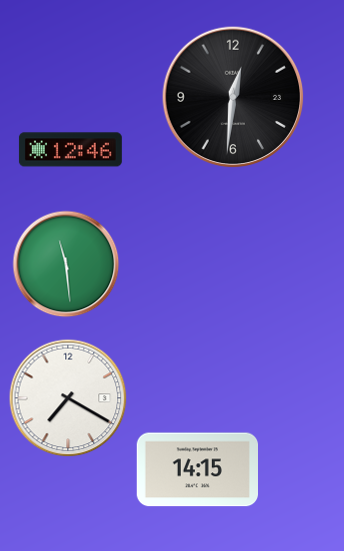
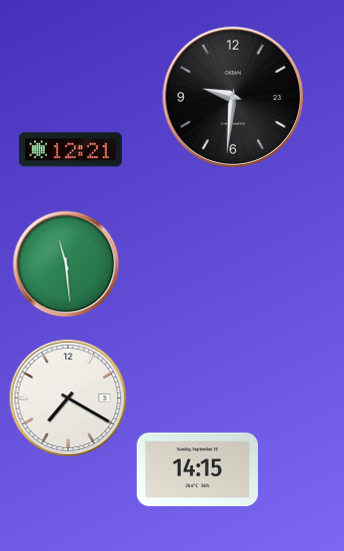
clock at (233, 97): 12:31 -> 9:31
clock at (70, 150): 12:46 -> 12:21
